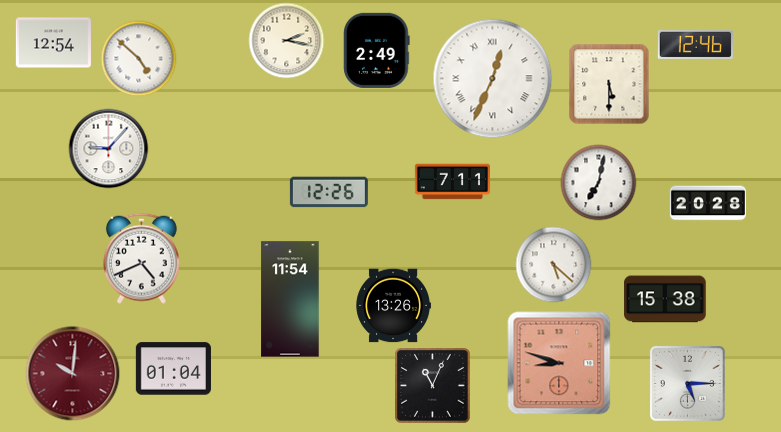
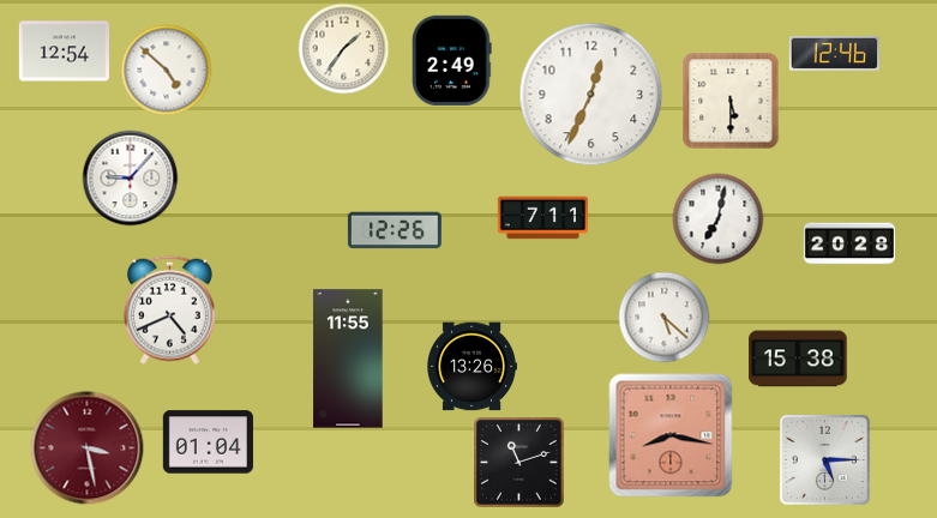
clock at (287, 41): 2:17 -> 1:36
clock at (493, 79) numerals: Roman -> Arabic
clock at (290, 299): 11:54 -> 11:55
clock at (559, 363): 8:48 -> 8:17
clock at (73, 374): 10:01 -> 3:28
clock at (433, 386): 11:04 -> 11:12
